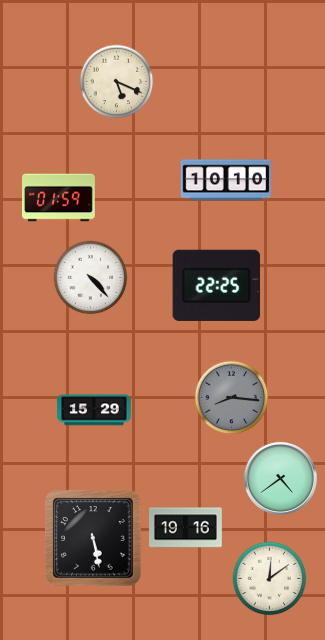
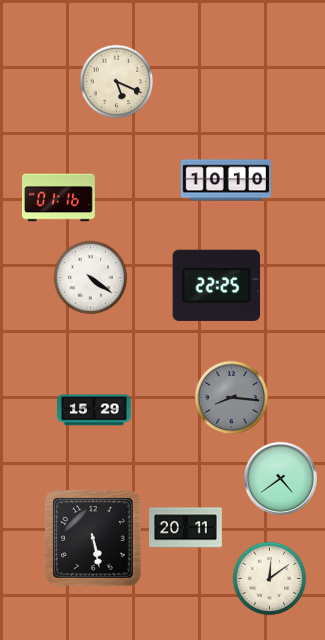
clock at (59, 198): 01:59 -> 01:16
clock at (91, 278): 4:23 -> 4:21
clock at (186, 528): 19:16 -> 20:11
